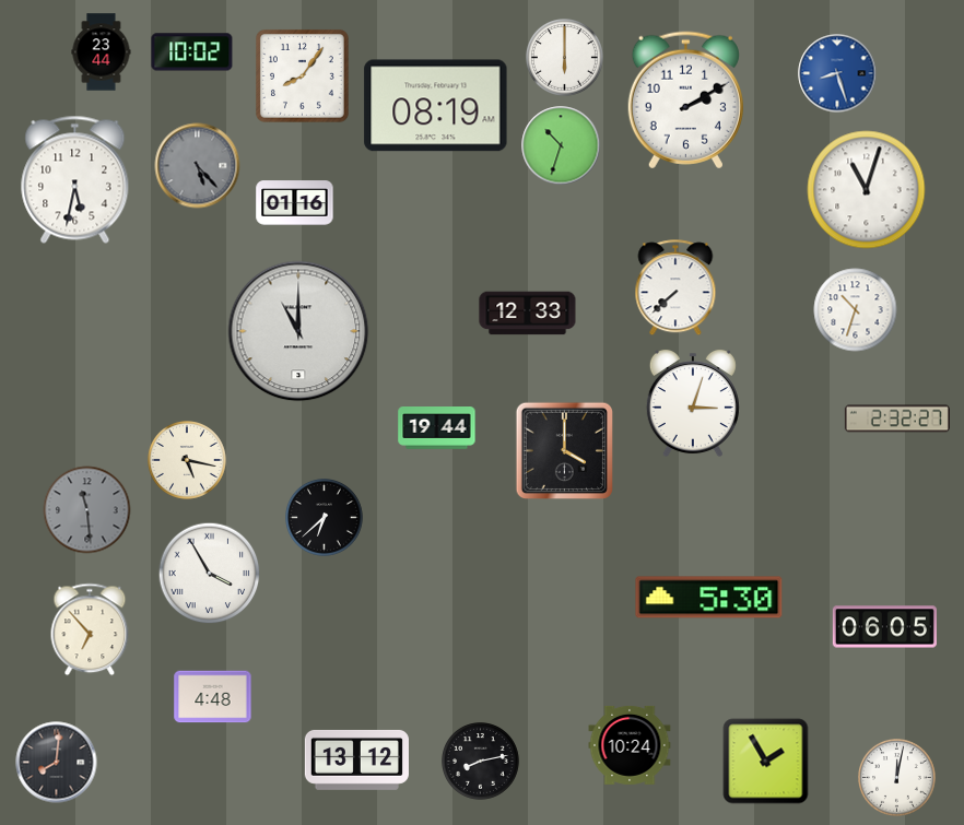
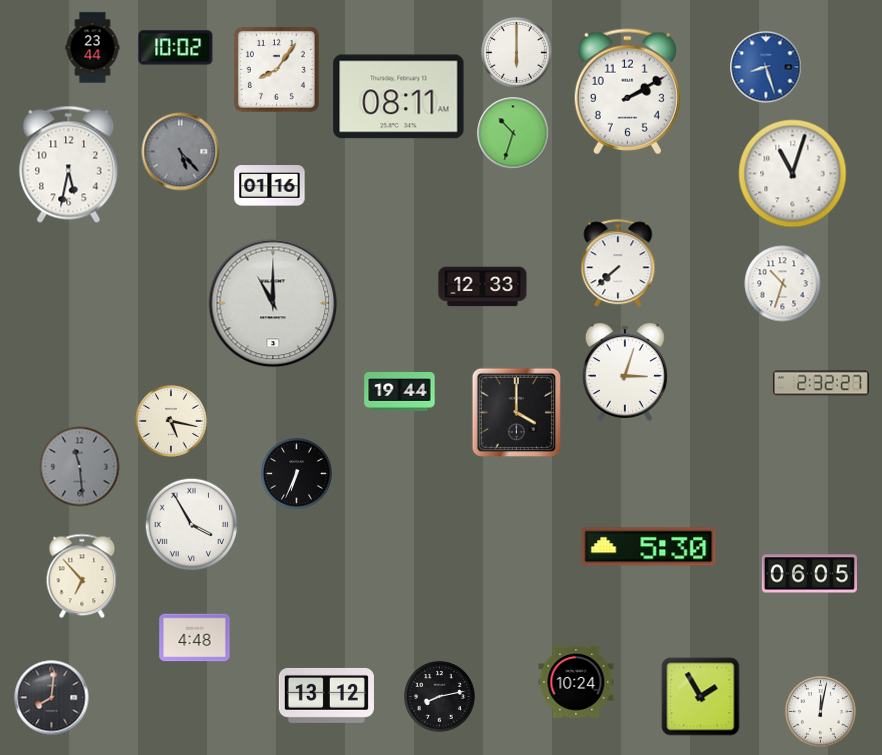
clock at (436, 106): 08:19 -> 08:11
clock at (693, 403) position: (693, 403) -> (625, 372)
clock at (325, 518): 6:38 -> 6:34
